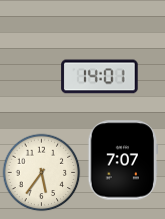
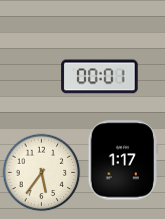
clock at (100, 77): 14:01 -> 00:01
clock at (123, 160): 7:07 -> 1:17
